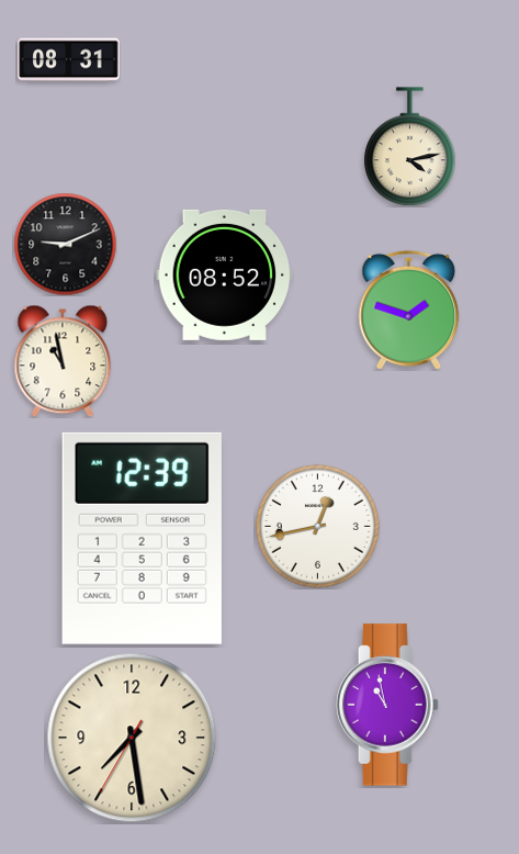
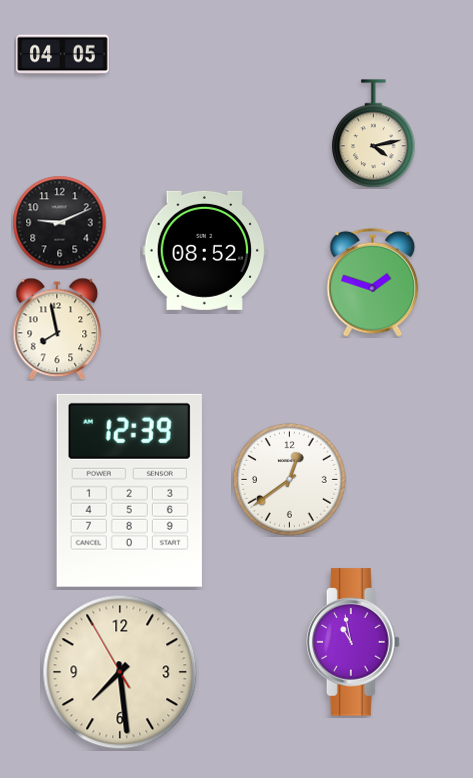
clock at (69, 60): 08:31 -> 04:05
clock at (63, 361): 10:58 -> 7:58
clock at (318, 527): 12:43 -> 12:39
clock at (132, 738): 7:28:35 -> 7:28:55
